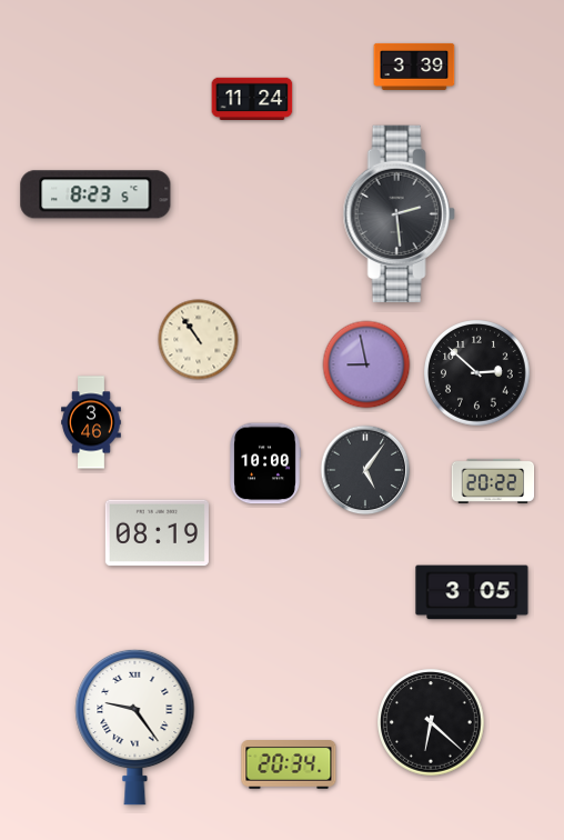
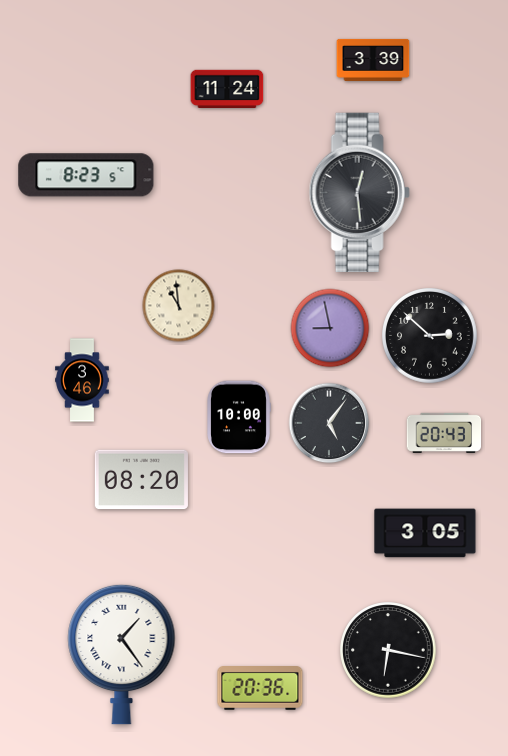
clock at (399, 213): 2:29 -> 12:29
clock at (199, 340): 10:54 -> 10:59
clock at (493, 481): 20:22 -> 20:43
clock at (157, 533): 08:19 -> 08:20
clock at (431, 722): 6:22 -> 6:17
clock at (135, 727): 9:24 -> 1:24
clock at (289, 766): 20:34 -> 20:36
